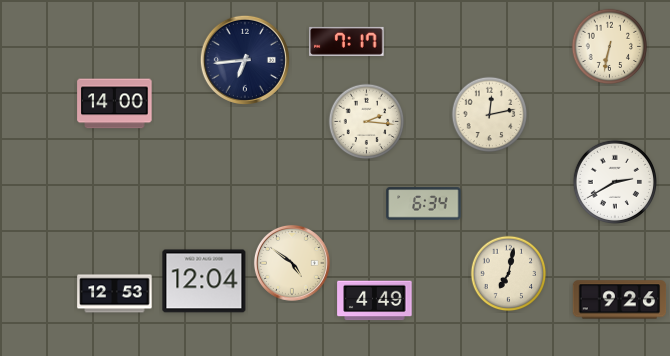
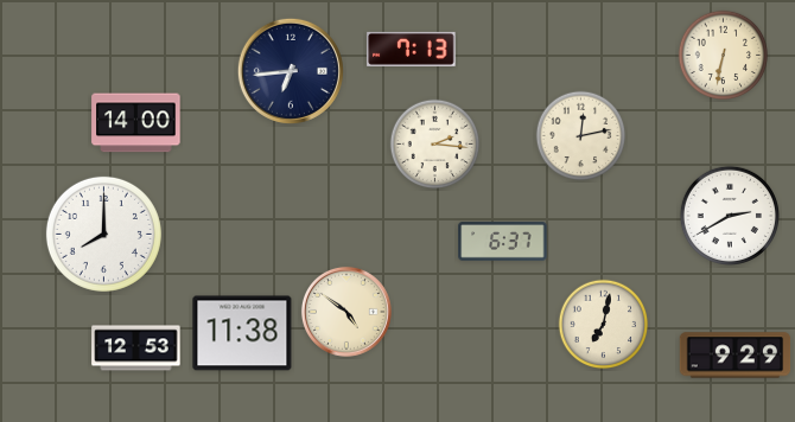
clock at (347, 41): 7:17 -> 7:13
clock at (103, 234): none -> 8:00
clock at (424, 204): 6:34 -> 6:37
clock at (204, 281): 12:04 -> 11:38
clock at (620, 300): 9:26 -> 9:29
clock at (375, 301): 4:49 -> none
